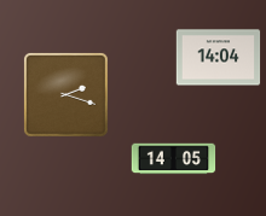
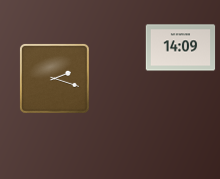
clock at (219, 58): 14:04 -> 14:09
clock at (174, 159): 14:05 -> none
